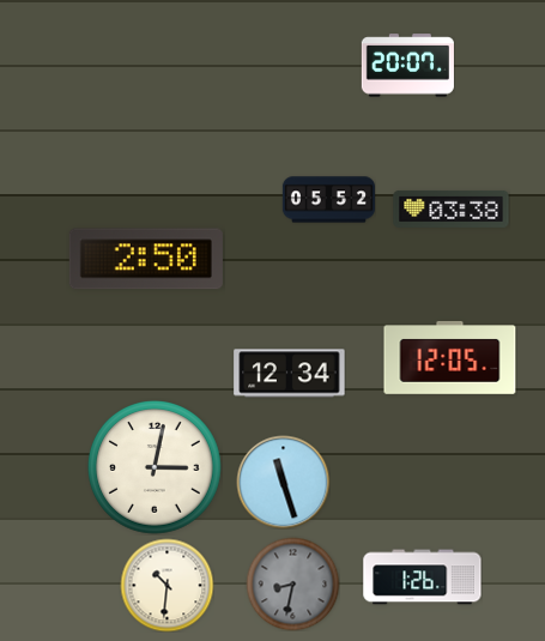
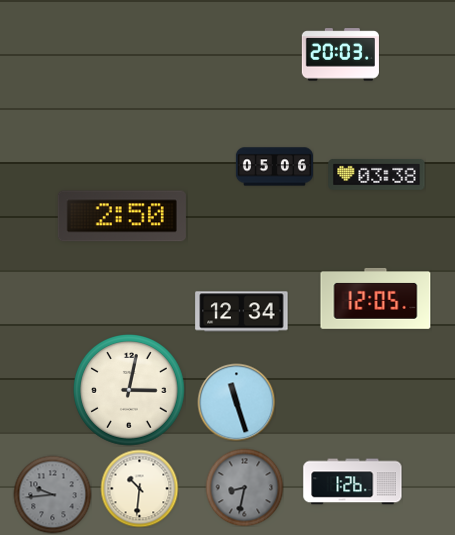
clock at (407, 66): 20:07 -> 20:03
clock at (328, 200): 05:52 -> 05:06
clock at (52, 494): none -> 9:44
